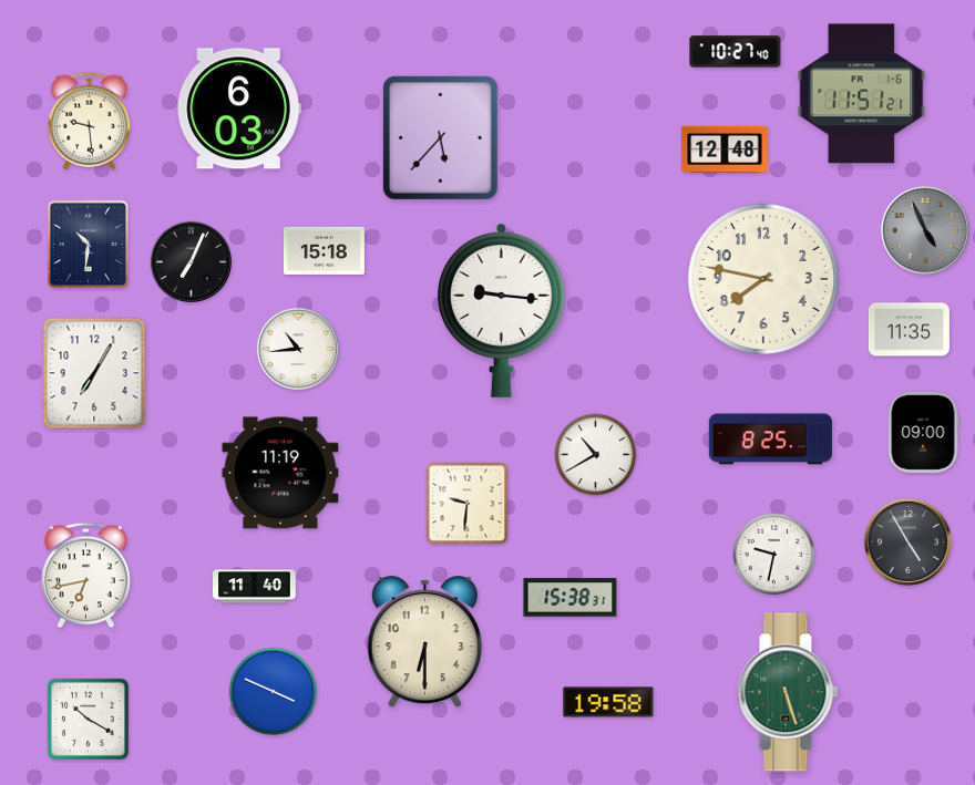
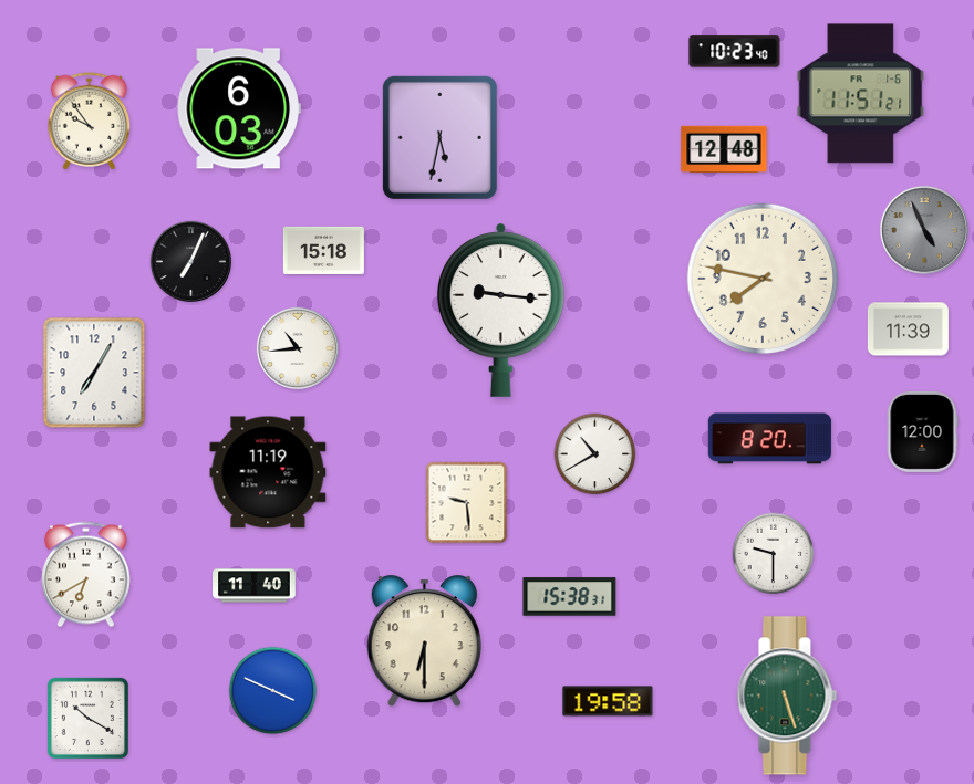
clock at (736, 52): 10:27 -> 10:23
clock at (90, 122): 9:29 -> 9:54
clock at (440, 137): 5:37 -> 5:32
clock at (89, 245): 10:31 -> none
clock at (909, 330): 11:35 -> 11:39
clock at (923, 432): 09:00 -> 12:00
clock at (771, 440): 8:25 -> 8:20
clock at (280, 473) position: (280, 473) -> (268, 472)
clock at (468, 504): 9:31 -> 9:29
clock at (907, 541): 4:55 -> none
clock at (774, 555): 9:32 -> 9:30
clock at (85, 576): 6:43 -> 6:40
clock at (788, 692) position: (788, 692) -> (787, 696)
